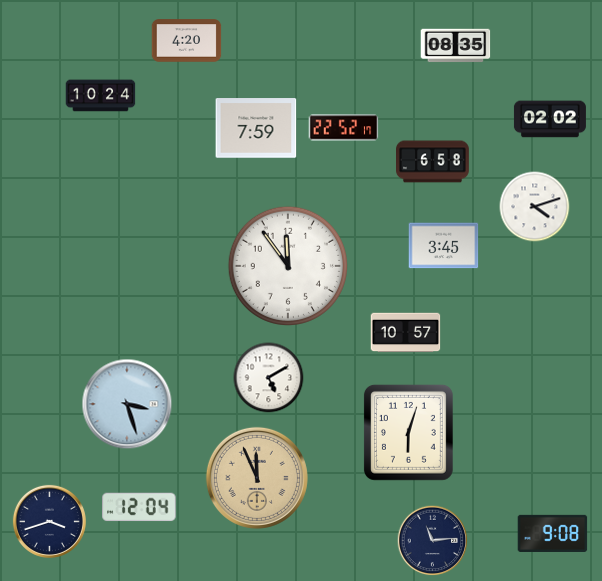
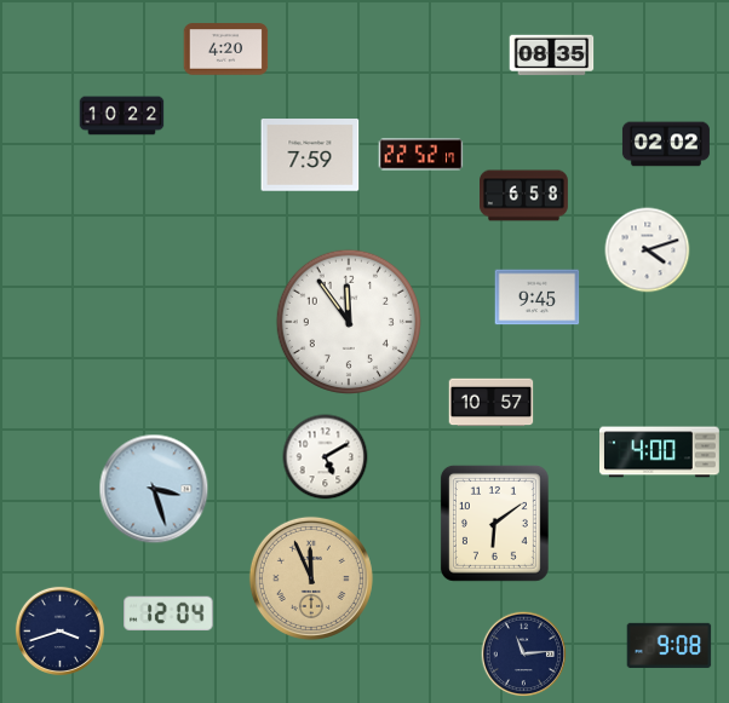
clock at (101, 96): 10:24 -> 10:22
clock at (344, 128) position: (344, 128) -> (421, 155)
clock at (444, 246): 3:45 -> 9:45
clock at (660, 453): none -> 4:00
clock at (408, 432): 6:03 -> 6:09
